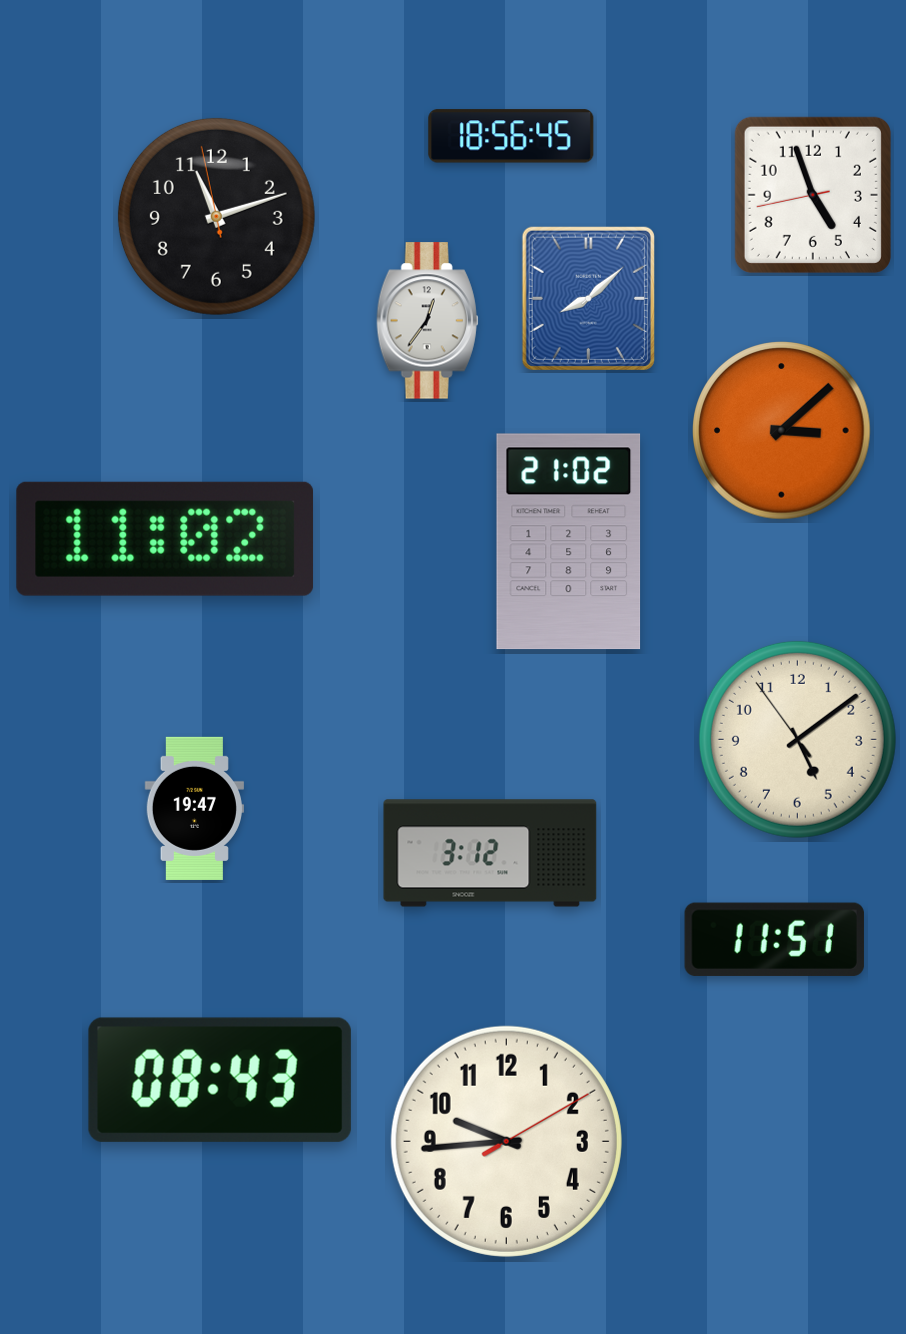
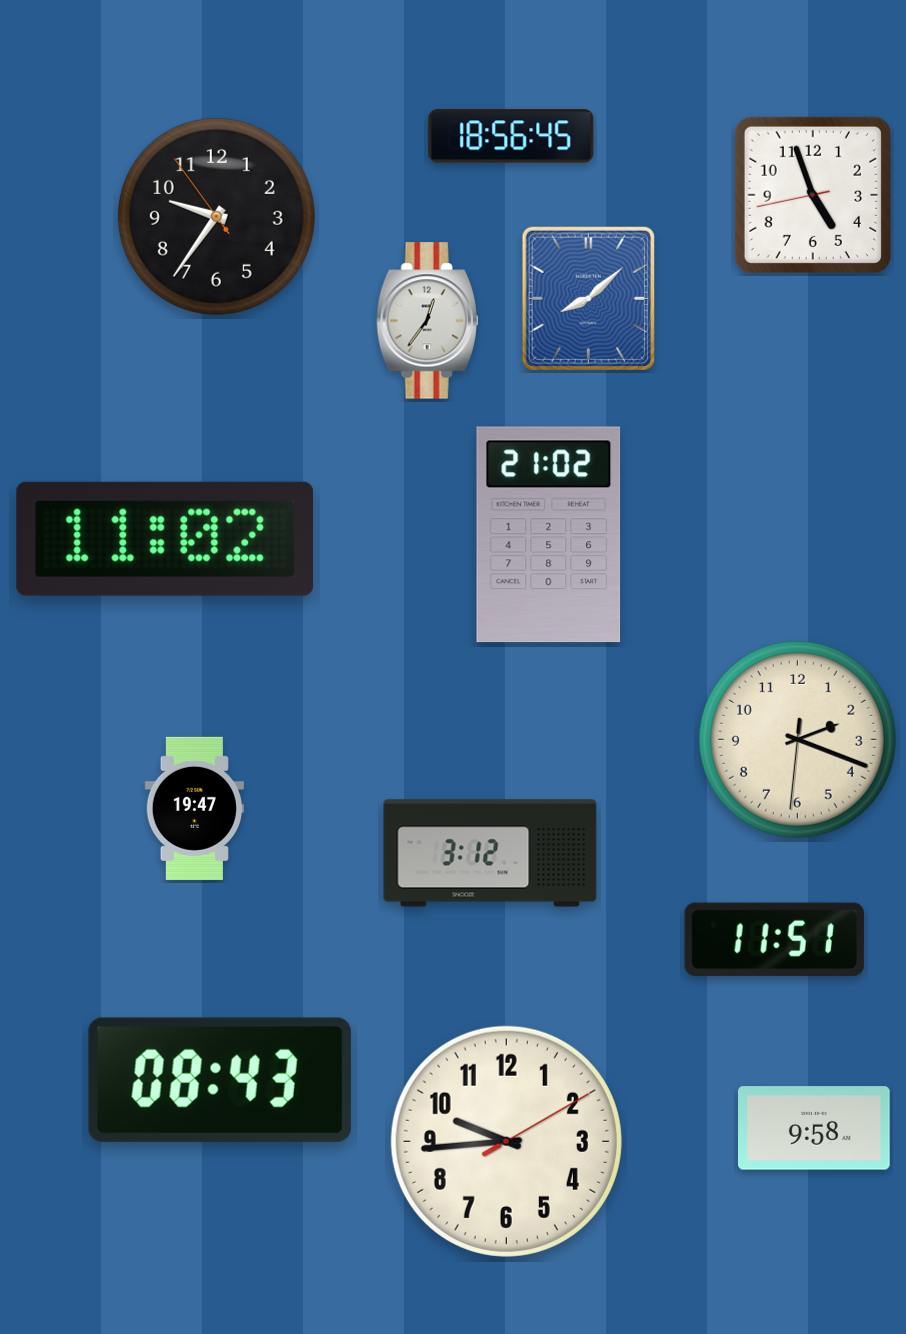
clock at (216, 216): 11:11 -> 9:35
clock at (782, 431): 3:08 -> none
clock at (569, 542) position: (569, 542) -> (549, 535)
clock at (797, 739): 5:08 -> 2:18
clock at (815, 1128): none -> 9:58
